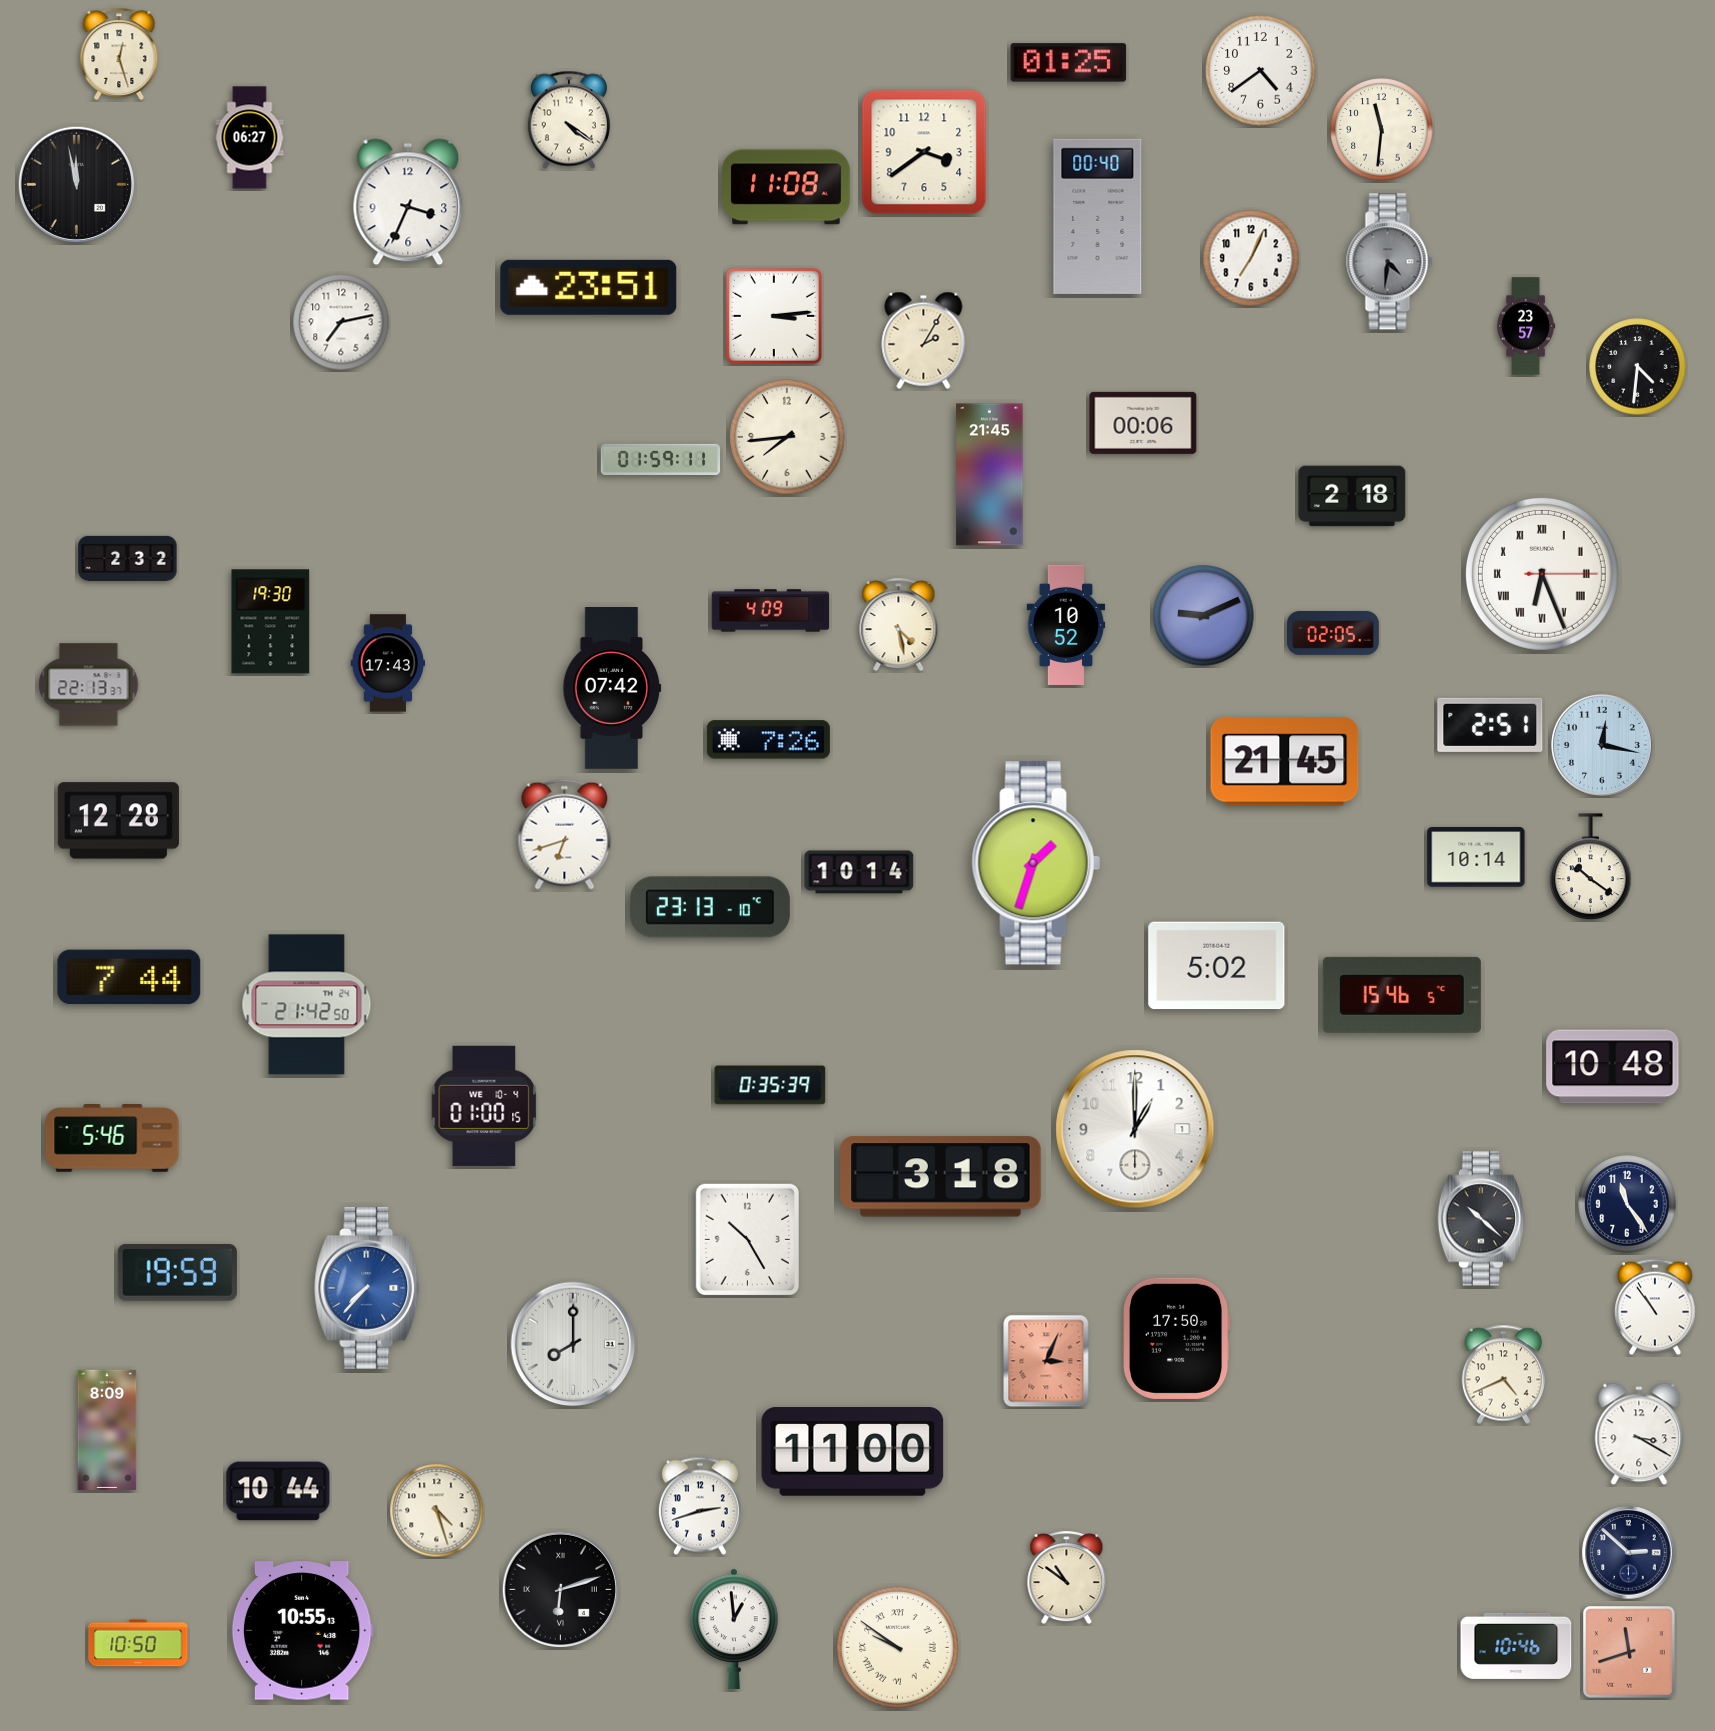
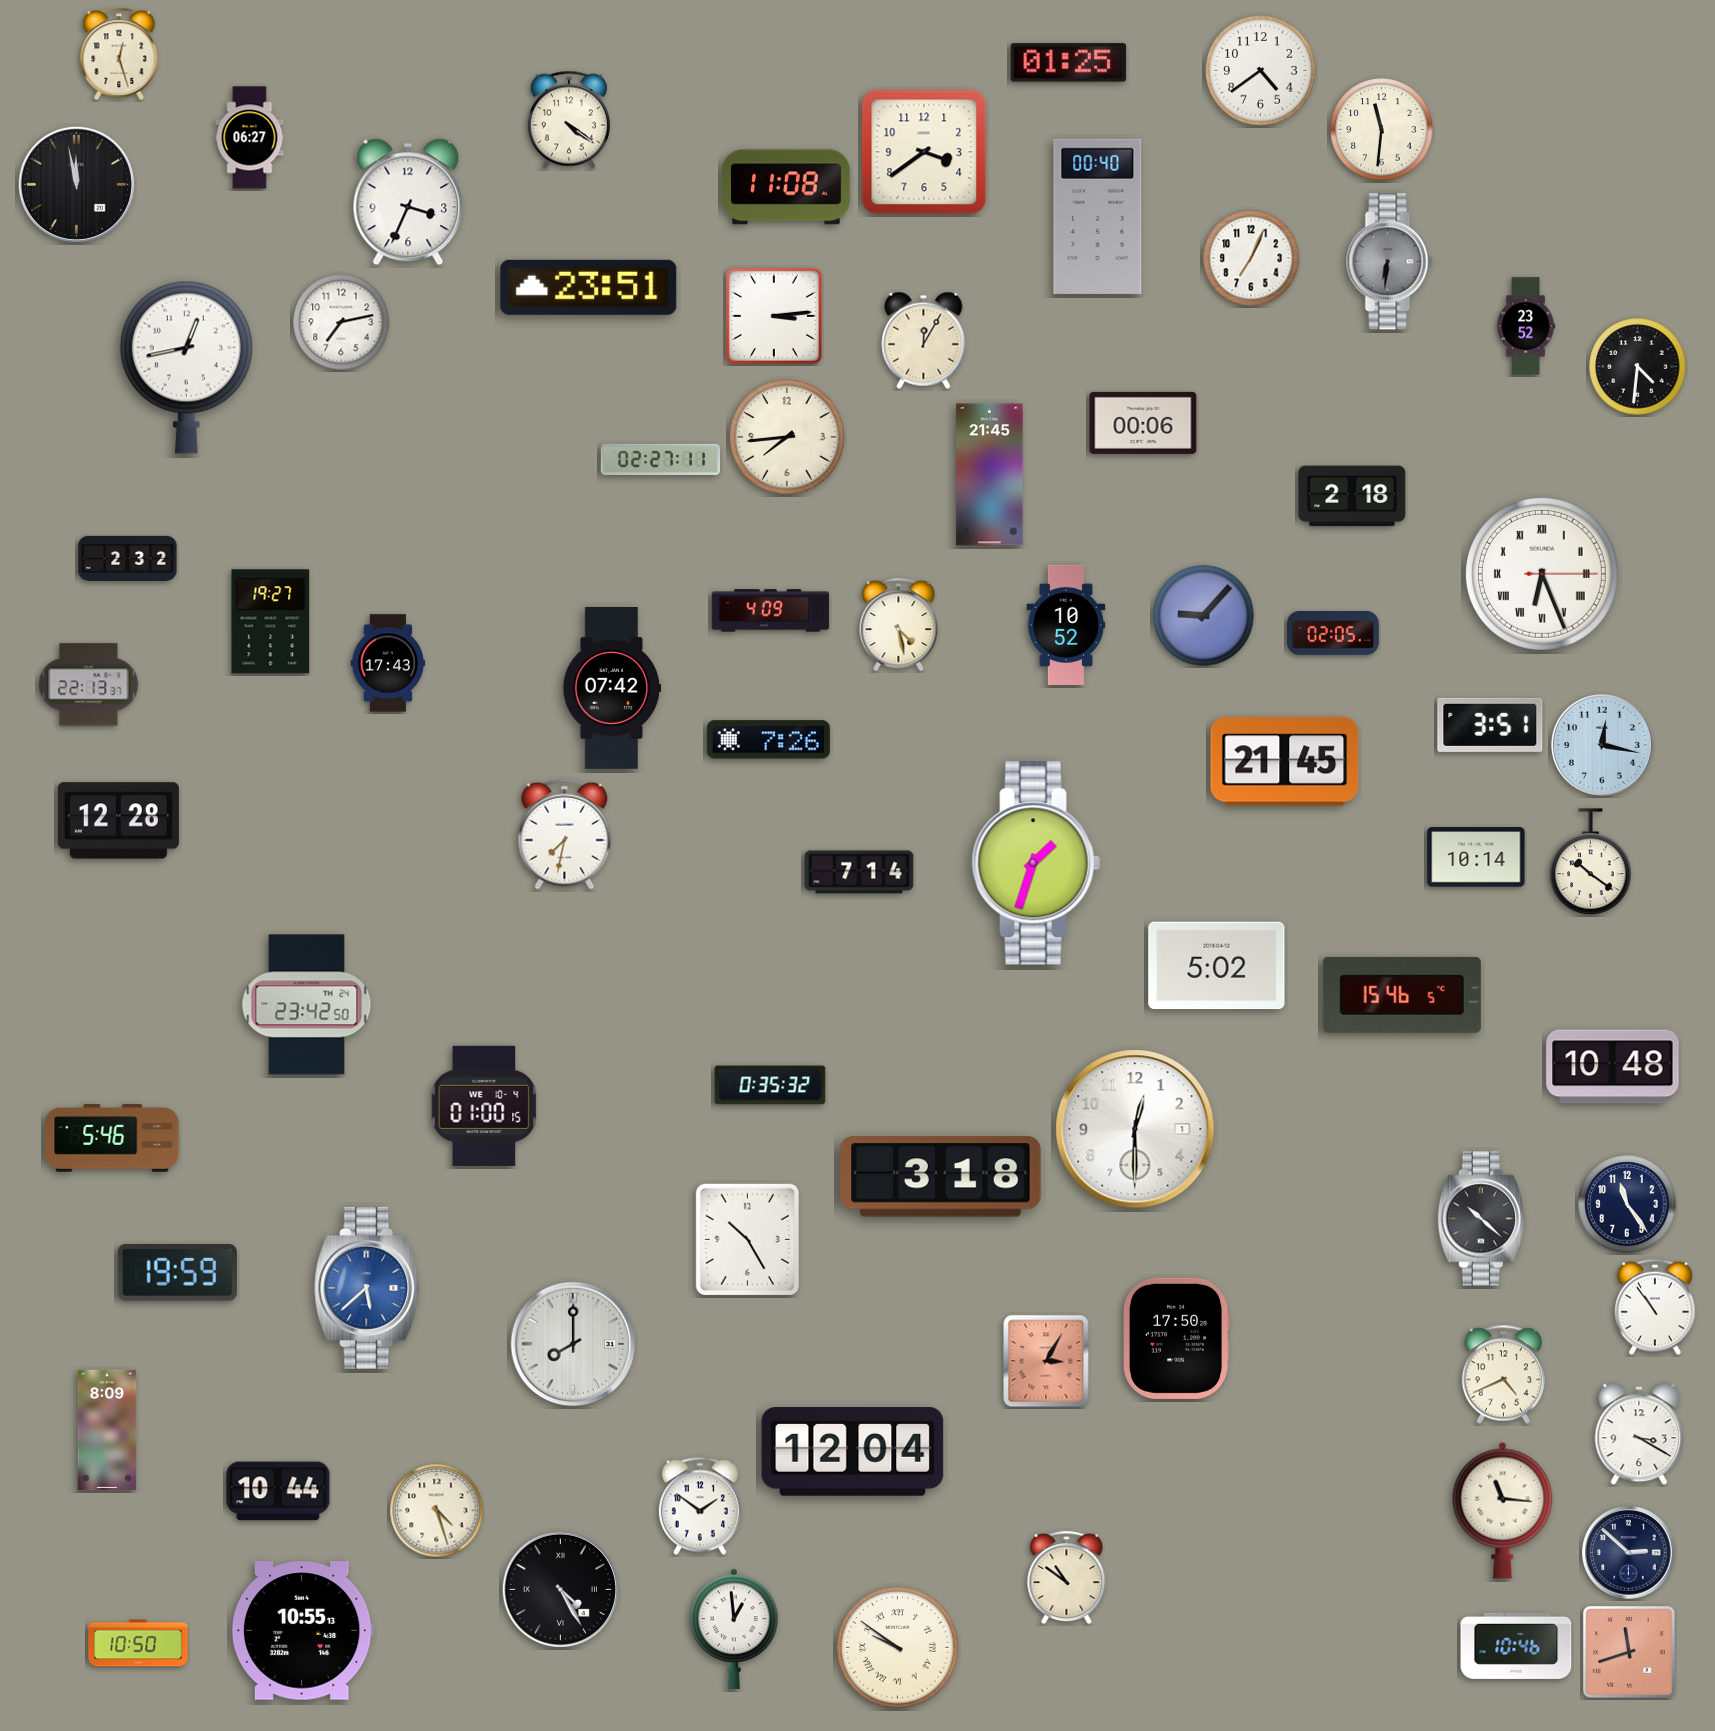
clock at (1390, 262): 4:31 -> 6:31
clock at (1527, 326): 23:57 -> 23:52
clock at (924, 340): 2:05 -> 12:05
clock at (186, 367): none -> 12:43
clock at (661, 459): 01:59 -> 02:27
clock at (1204, 616): 9:11 -> 9:07
clock at (271, 622): 19:30 -> 19:27
clock at (1490, 725): 2:51 -> 3:51
clock at (565, 834): 6:42 -> 7:32
clock at (1591, 867) position: (1591, 867) -> (1591, 862)
clock at (859, 872): 10:14 -> 7:14
clock at (710, 907): 23:13 -> none
clock at (129, 977): 7:44 -> none
clock at (307, 1005): 21:42 -> 23:42
clock at (770, 1085): 0:35:39 -> 0:35:32
clock at (1135, 1129): 1:00 -> 12:30
clock at (368, 1288): 7:37 -> 5:38
clock at (1046, 1361): 3:04 -> 3:05
clock at (853, 1452): 11:00 -> 12:04
clock at (700, 1506): 2:42 -> 1:51
clock at (1503, 1510): none -> 11:16
clock at (560, 1589): 6:12 -> 4:25
